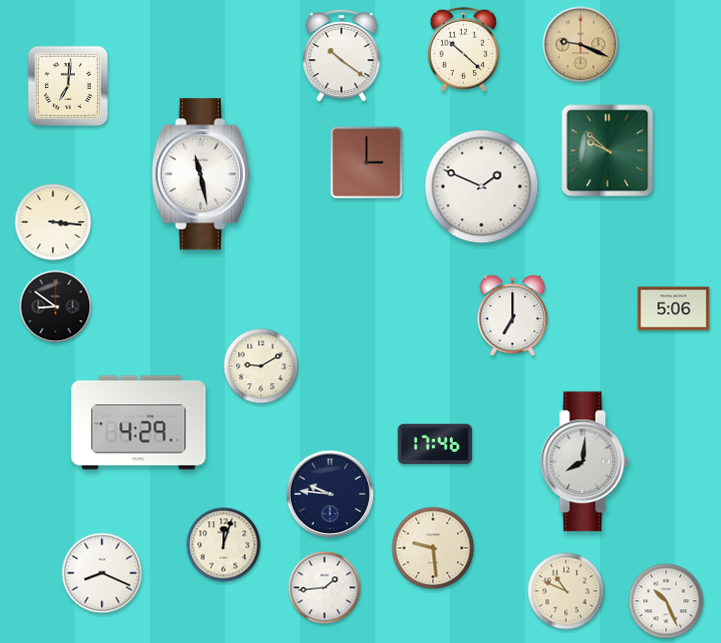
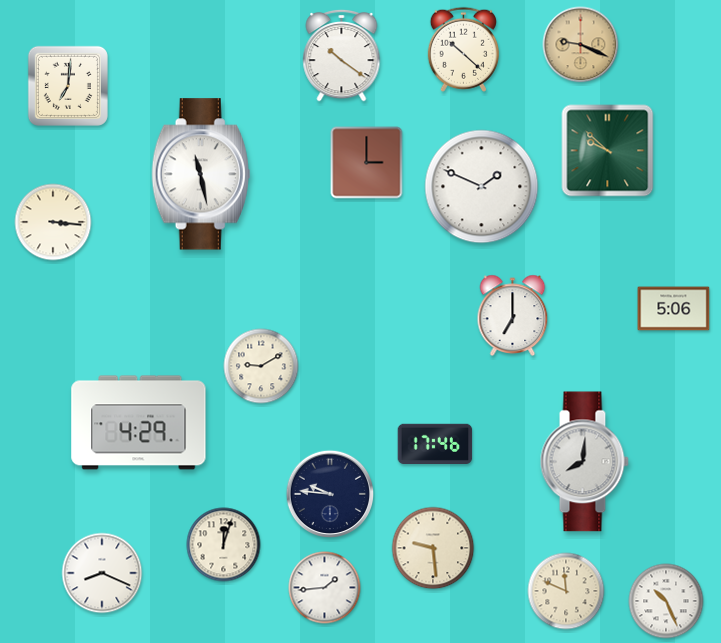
clock at (56, 307): 8:51 -> none
clock at (566, 591): 10:49 -> 11:49
